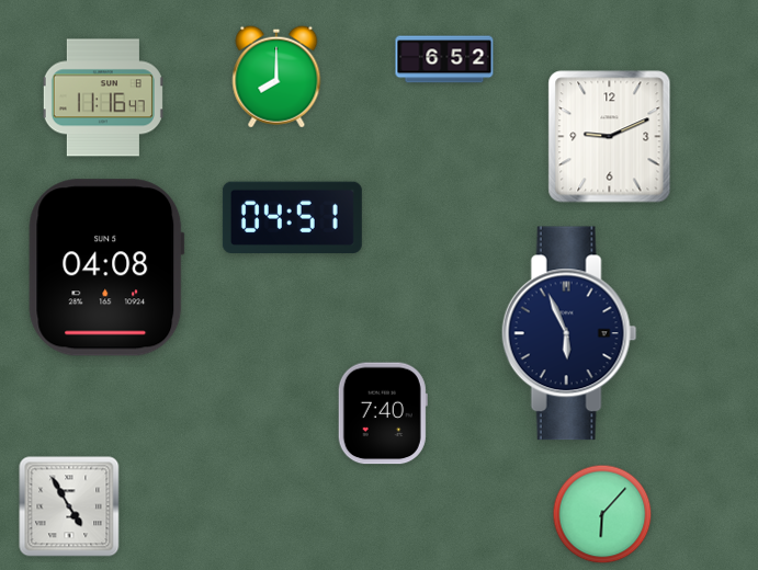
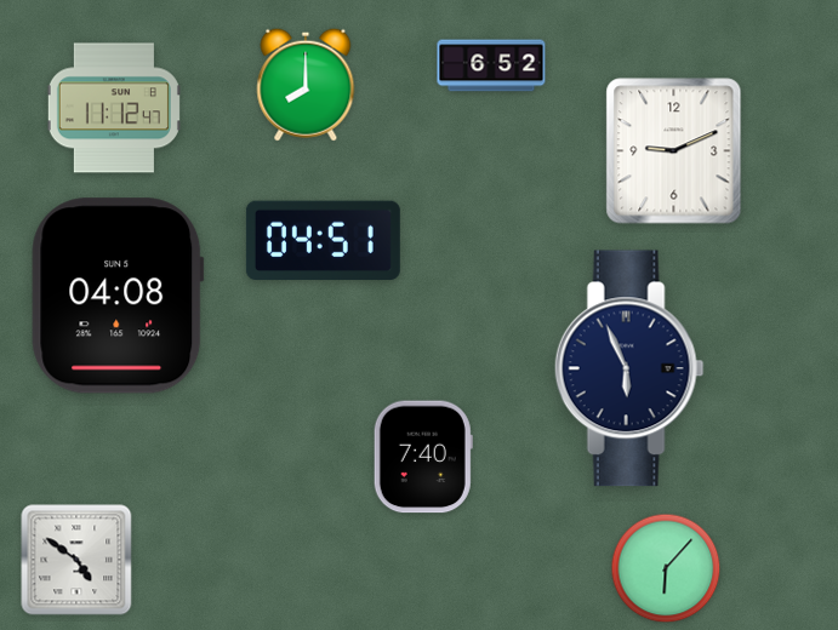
clock at (103, 98): 11:16 -> 11:12
clock at (69, 506): 4:55 -> 4:51
